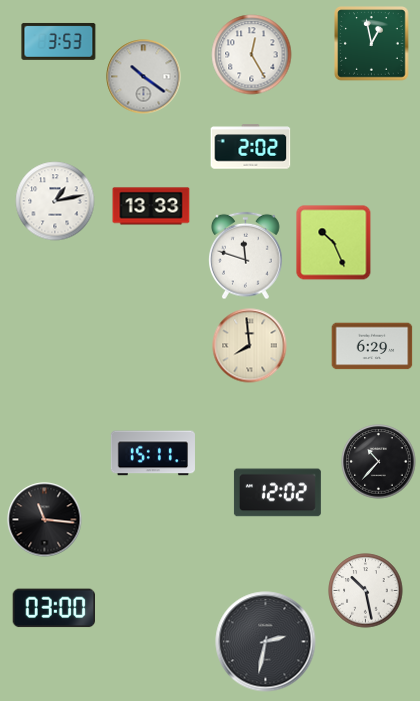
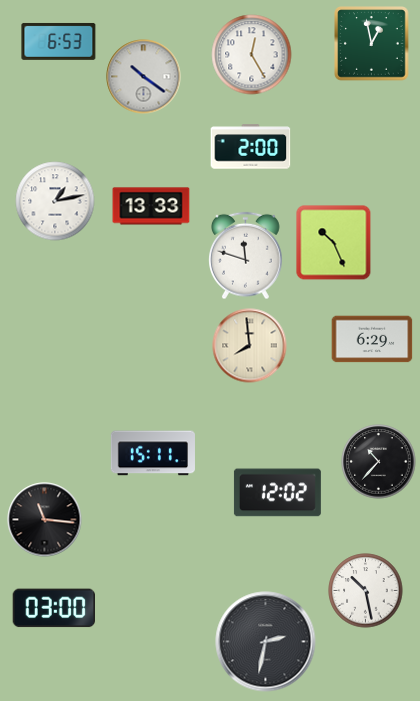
clock at (59, 41): 3:53 -> 6:53
clock at (251, 147): 2:02 -> 2:00
clock at (372, 346) position: (372, 346) -> (372, 339)
